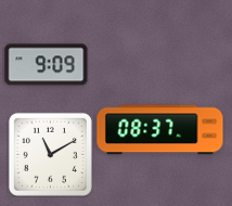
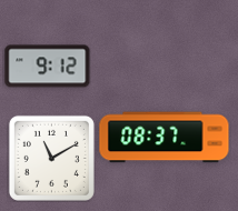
clock at (47, 65): 9:09 -> 9:12
clock at (160, 130) position: (160, 130) -> (165, 138)
